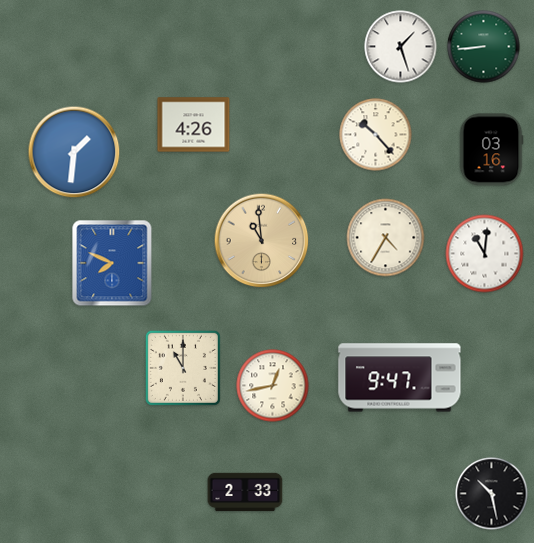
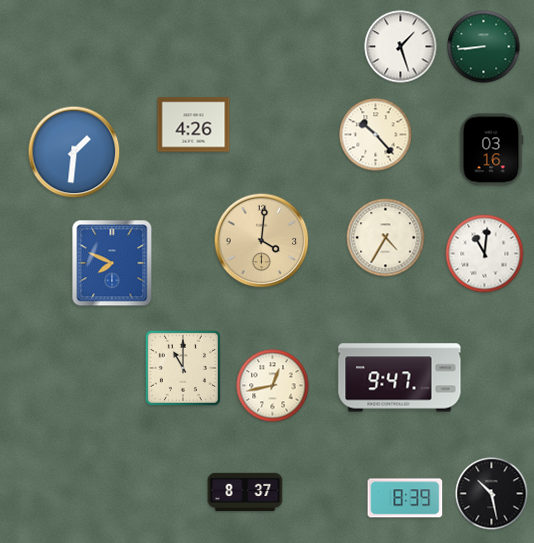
clock at (262, 241): 10:59 -> 4:01
clock at (245, 492): 2:33 -> 8:37
clock at (405, 498): none -> 8:39
